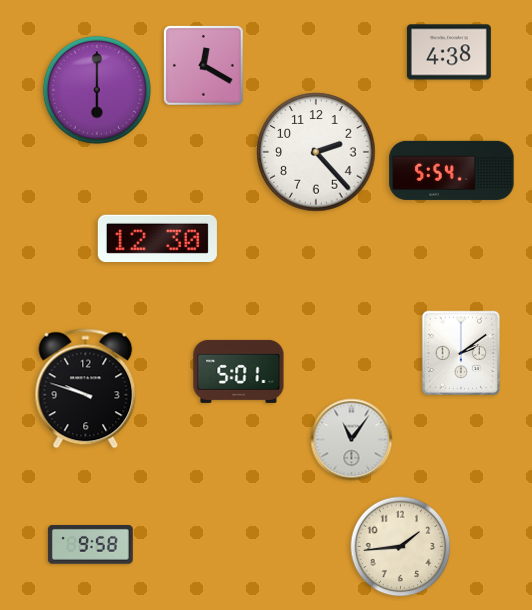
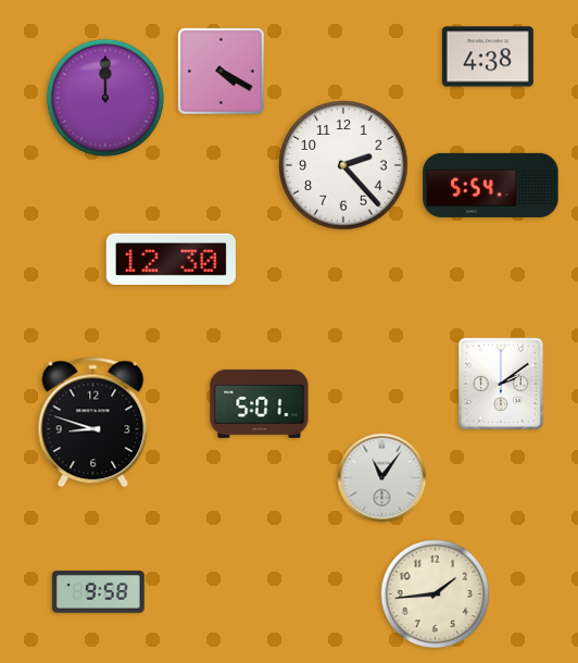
clock at (204, 66): 12:20 -> 4:20
clock at (97, 90): 6:00 -> 12:00
clock at (86, 389): 9:48 -> 8:48
